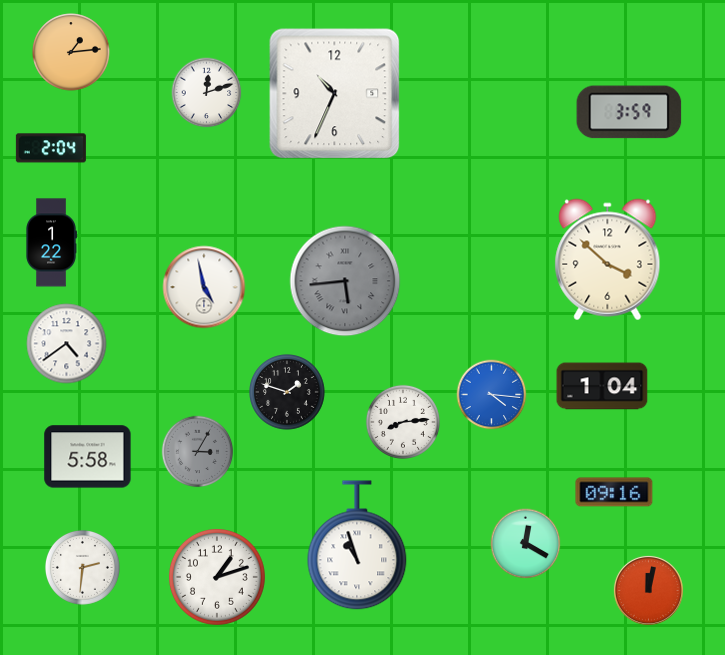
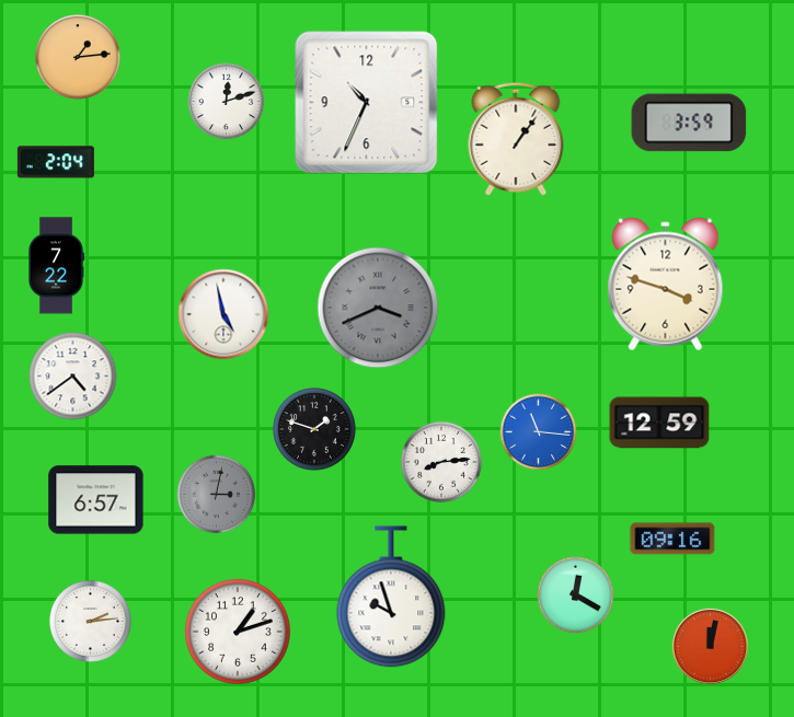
clock at (516, 139): none -> 1:06
clock at (51, 243): 1:22 -> 7:22
clock at (608, 260): 3:52 -> 3:48
clock at (345, 281): 5:44 -> 3:41
clock at (602, 386): 1:04 -> 12:59
clock at (492, 395): 4:16 -> 11:16
clock at (198, 452): 3:05 -> 3:02
clock at (88, 457): 5:58 -> 6:57
clock at (357, 545): 10:57 -> 9:57
clock at (82, 567): 2:31 -> 2:14
